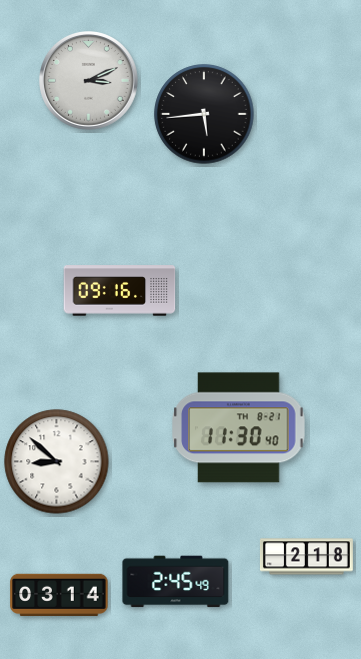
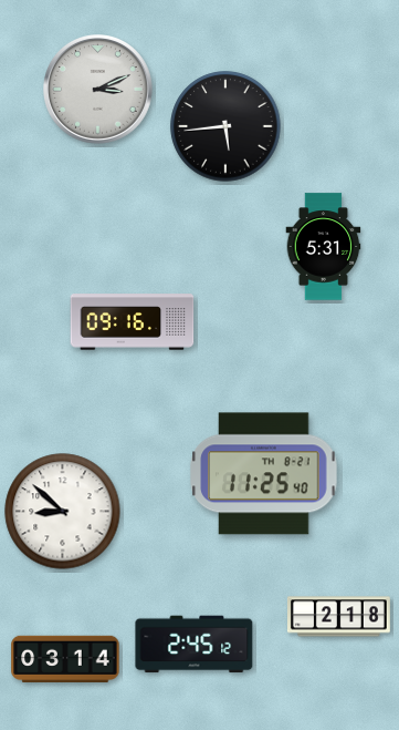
clock at (324, 247): none -> 5:31
clock at (239, 428): 11:30 -> 11:25
clock at (176, 582): 2:45:49 -> 2:45:12
